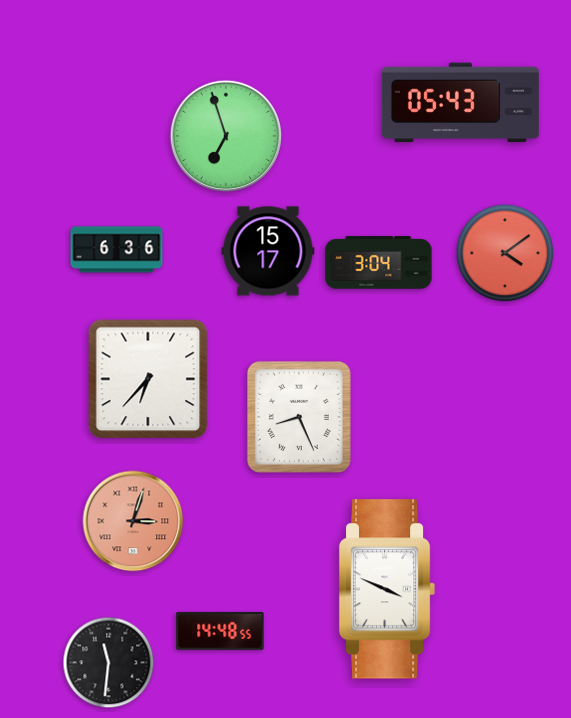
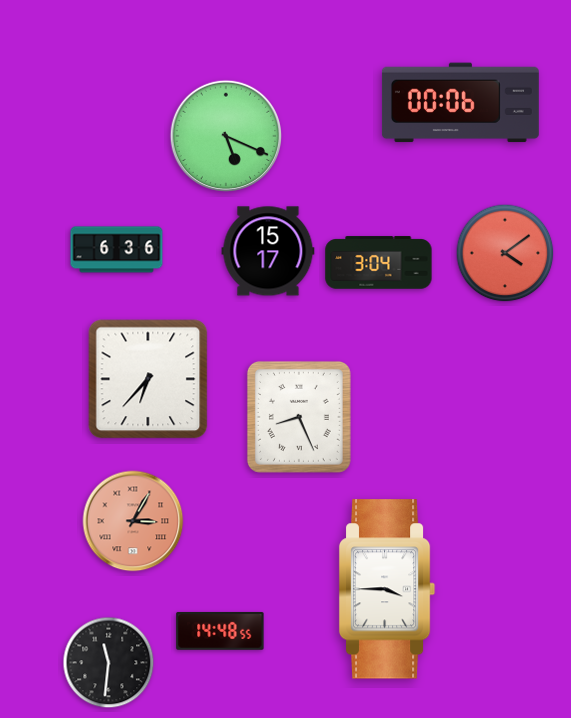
clock at (460, 103): 05:43 -> 00:06
clock at (225, 135): 6:57 -> 5:19
clock at (133, 521): 3:03 -> 3:05
clock at (387, 589): 3:49 -> 3:45
